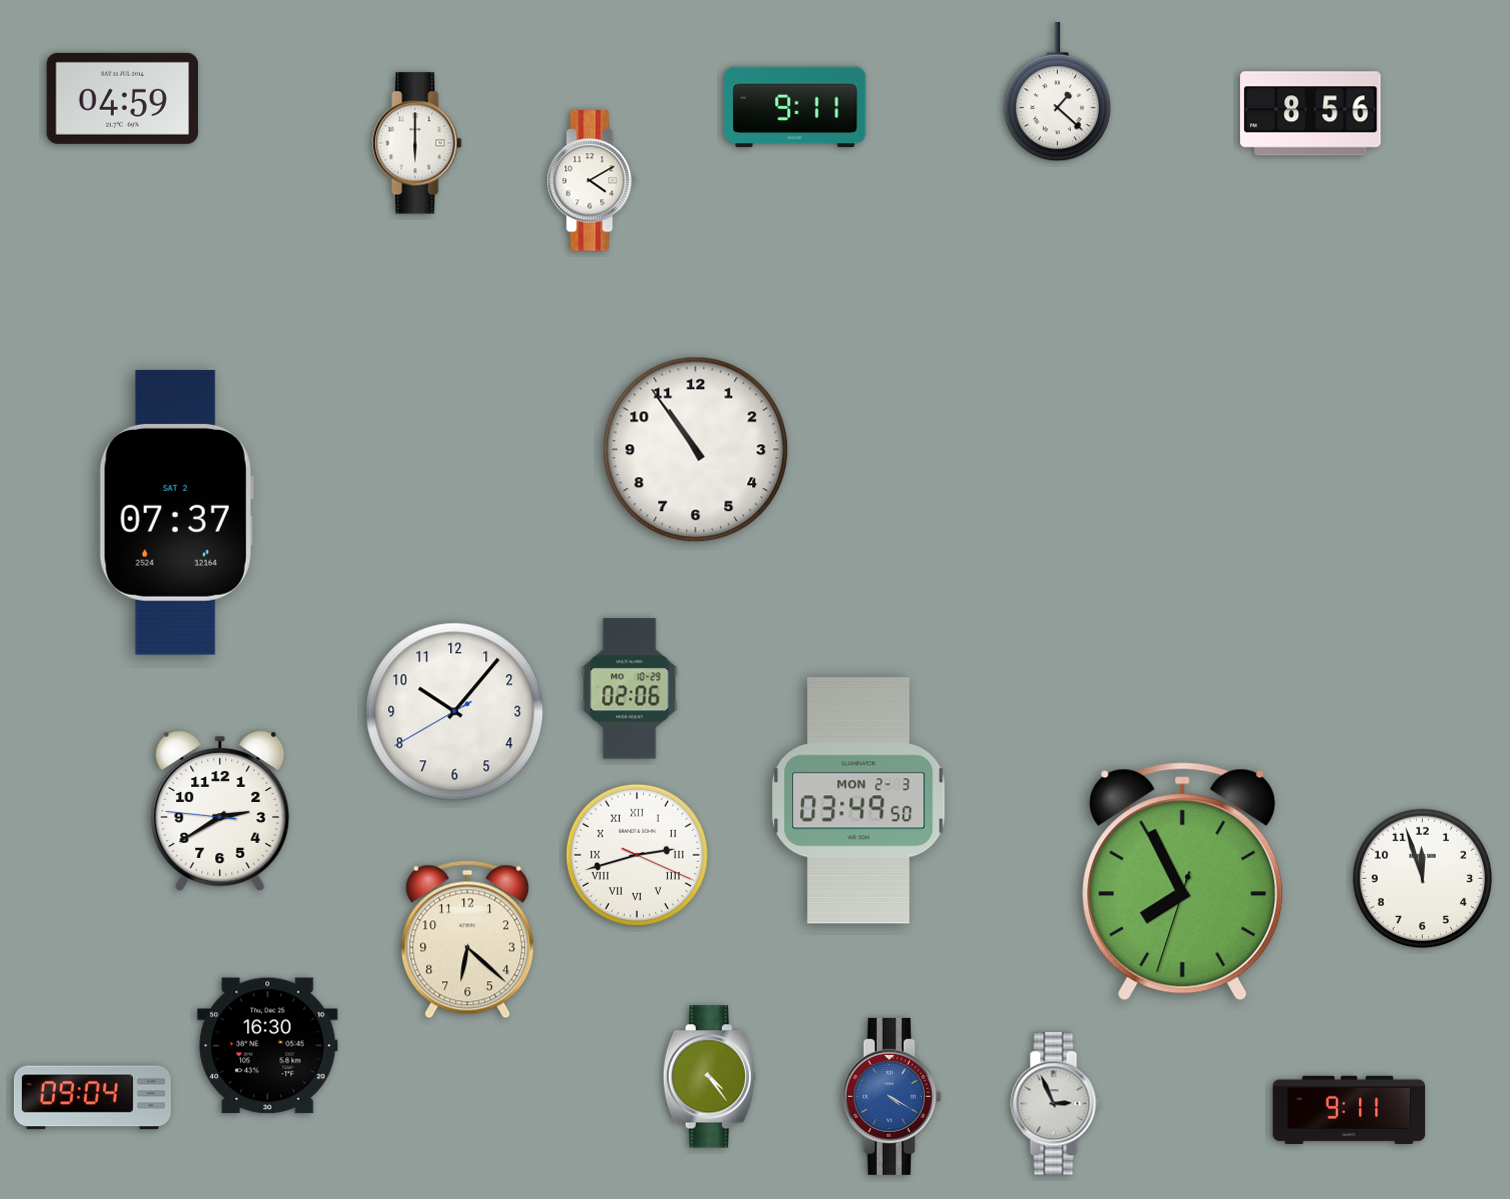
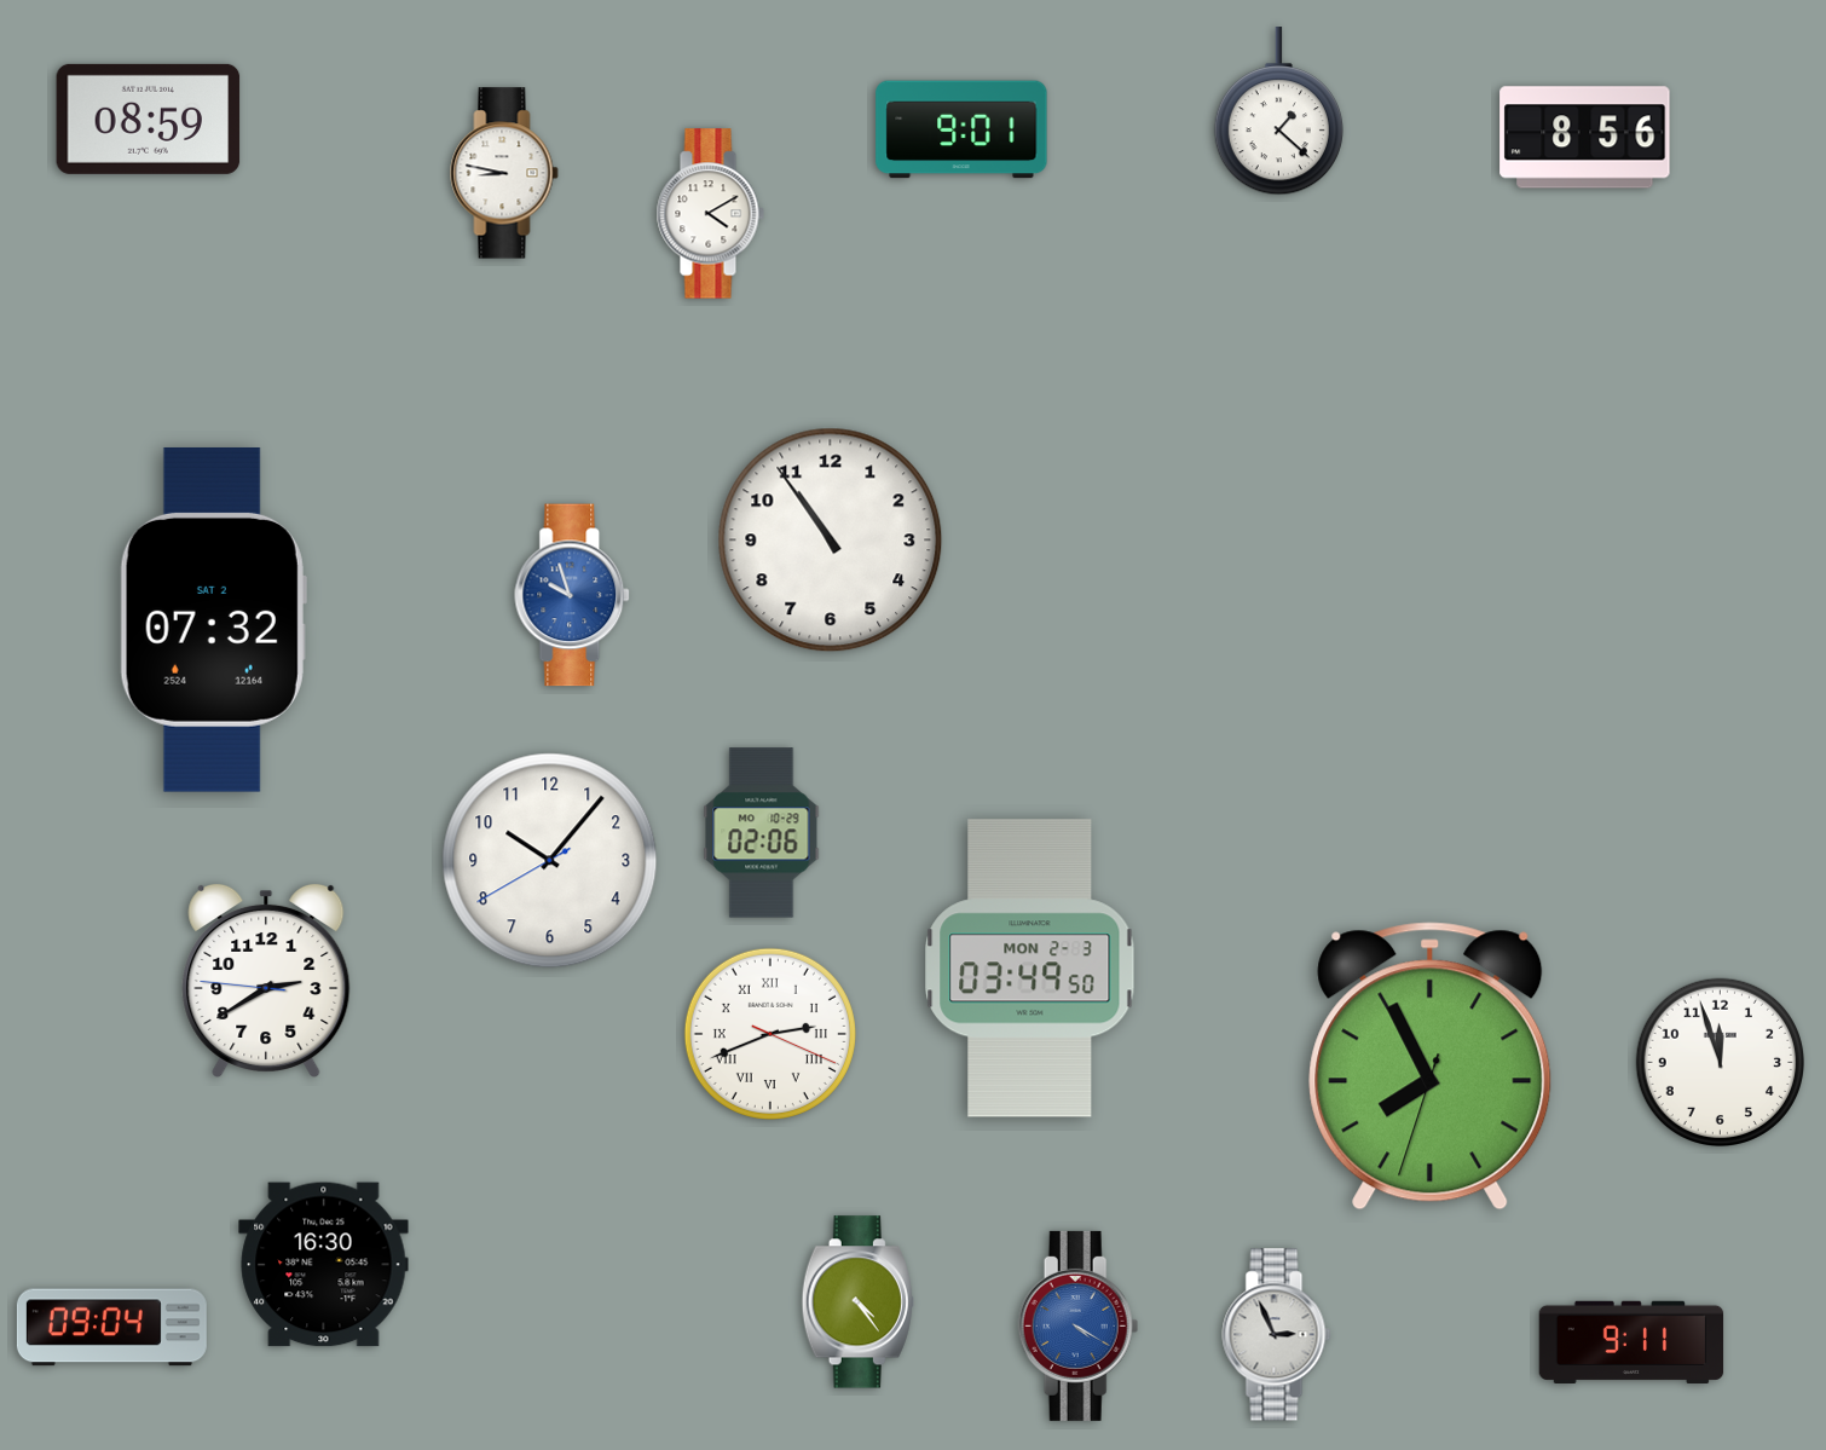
clock at (123, 98): 04:59 -> 08:59
clock at (795, 107): 9:11 -> 9:01
clock at (417, 143): 6:00 -> 8:47
clock at (591, 181) position: (591, 181) -> (710, 214)
clock at (696, 450) position: (696, 450) -> (831, 541)
clock at (573, 595): none -> 9:57
clock at (176, 512): 07:37 -> 07:32
clock at (859, 801) position: (859, 801) -> (1030, 969)
clock at (637, 855): 2:42 -> 2:41
clock at (468, 940): 6:22 -> none
